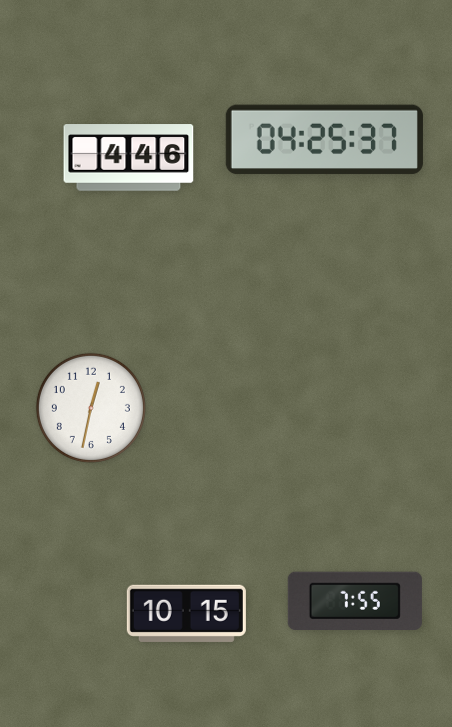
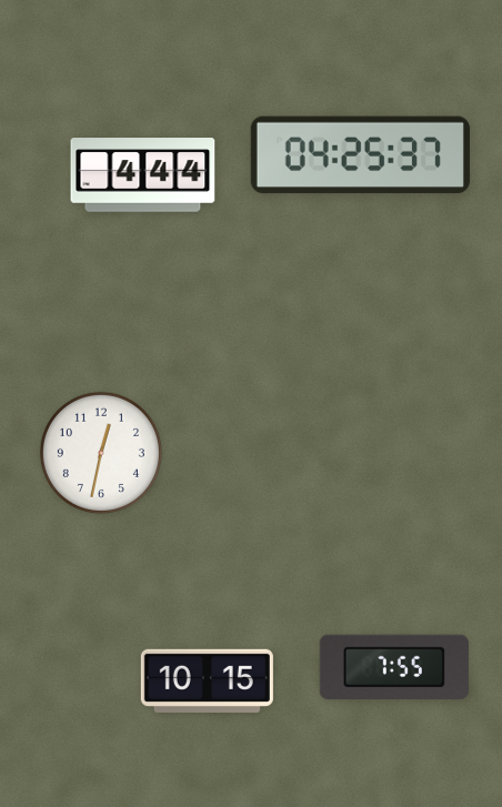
clock at (129, 158): 4:46 -> 4:44
